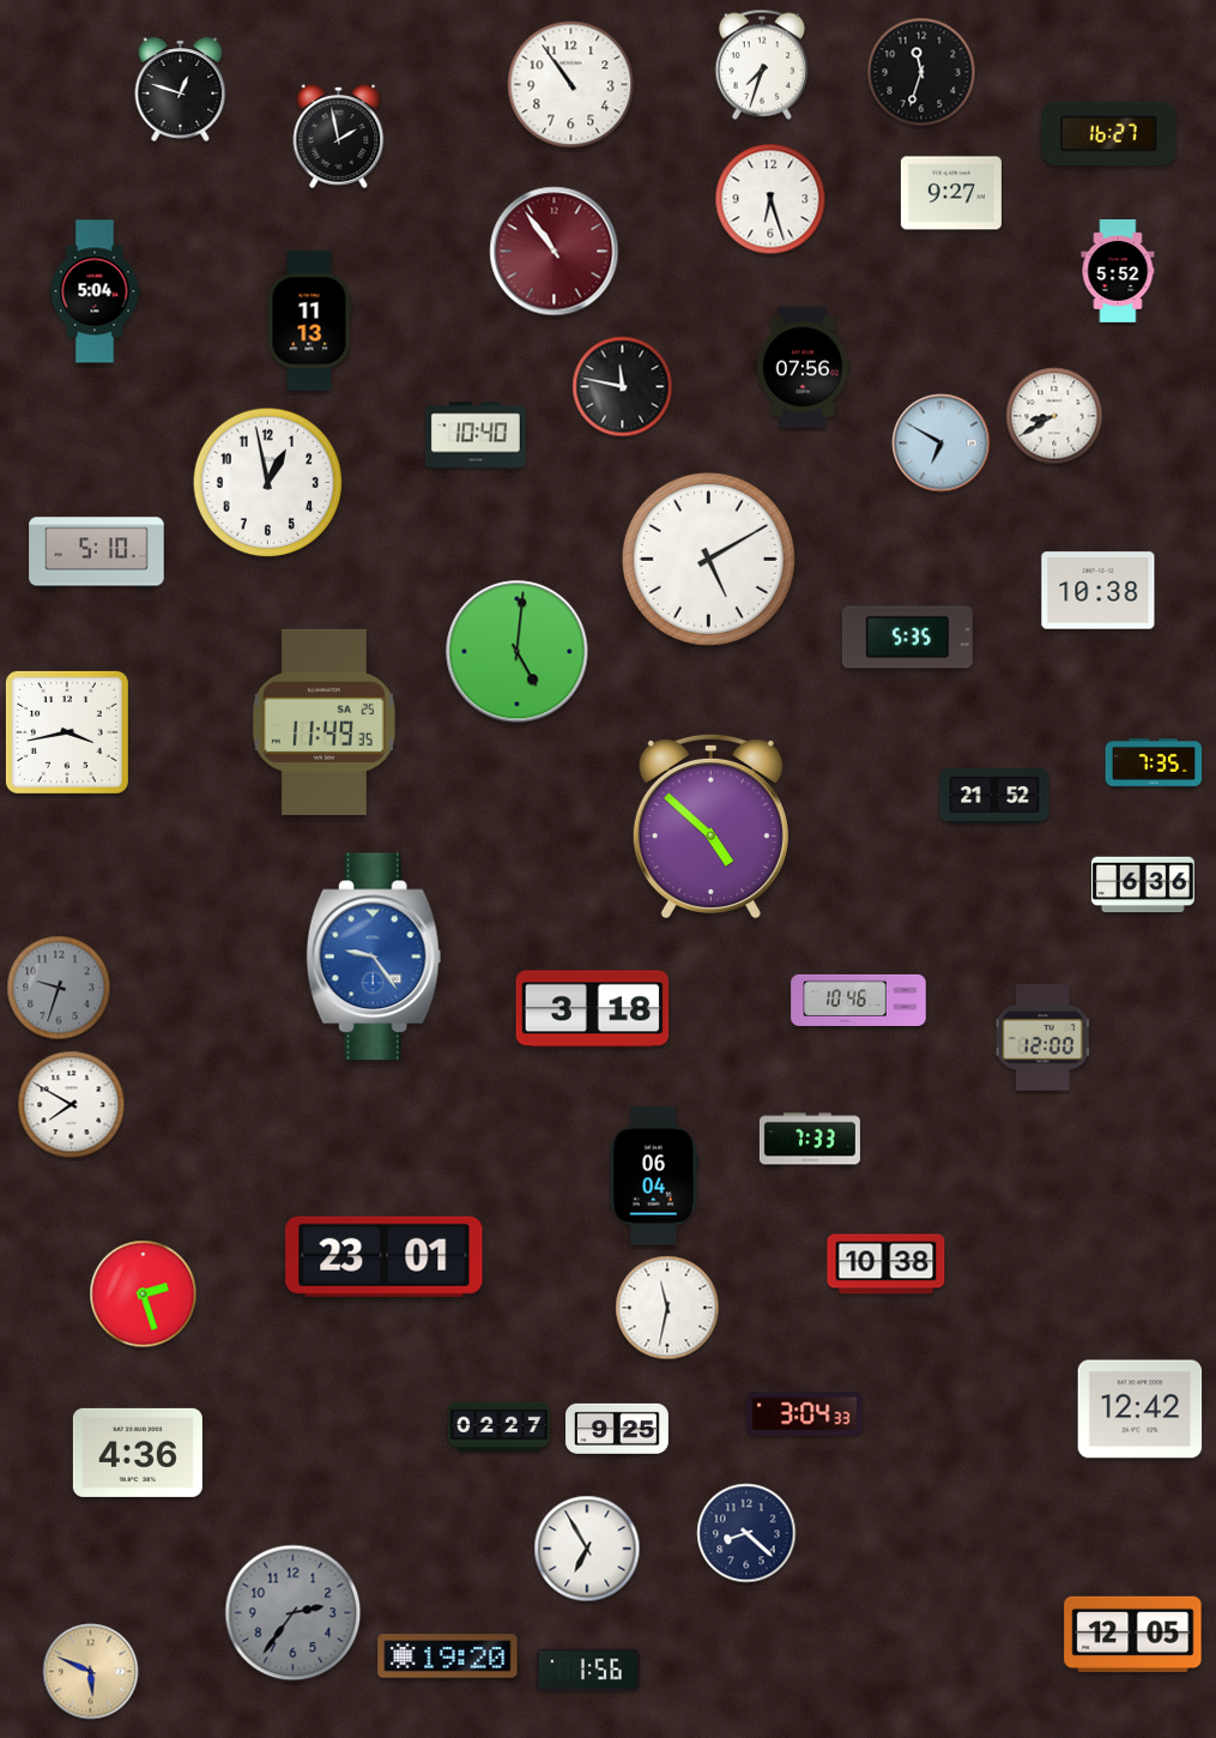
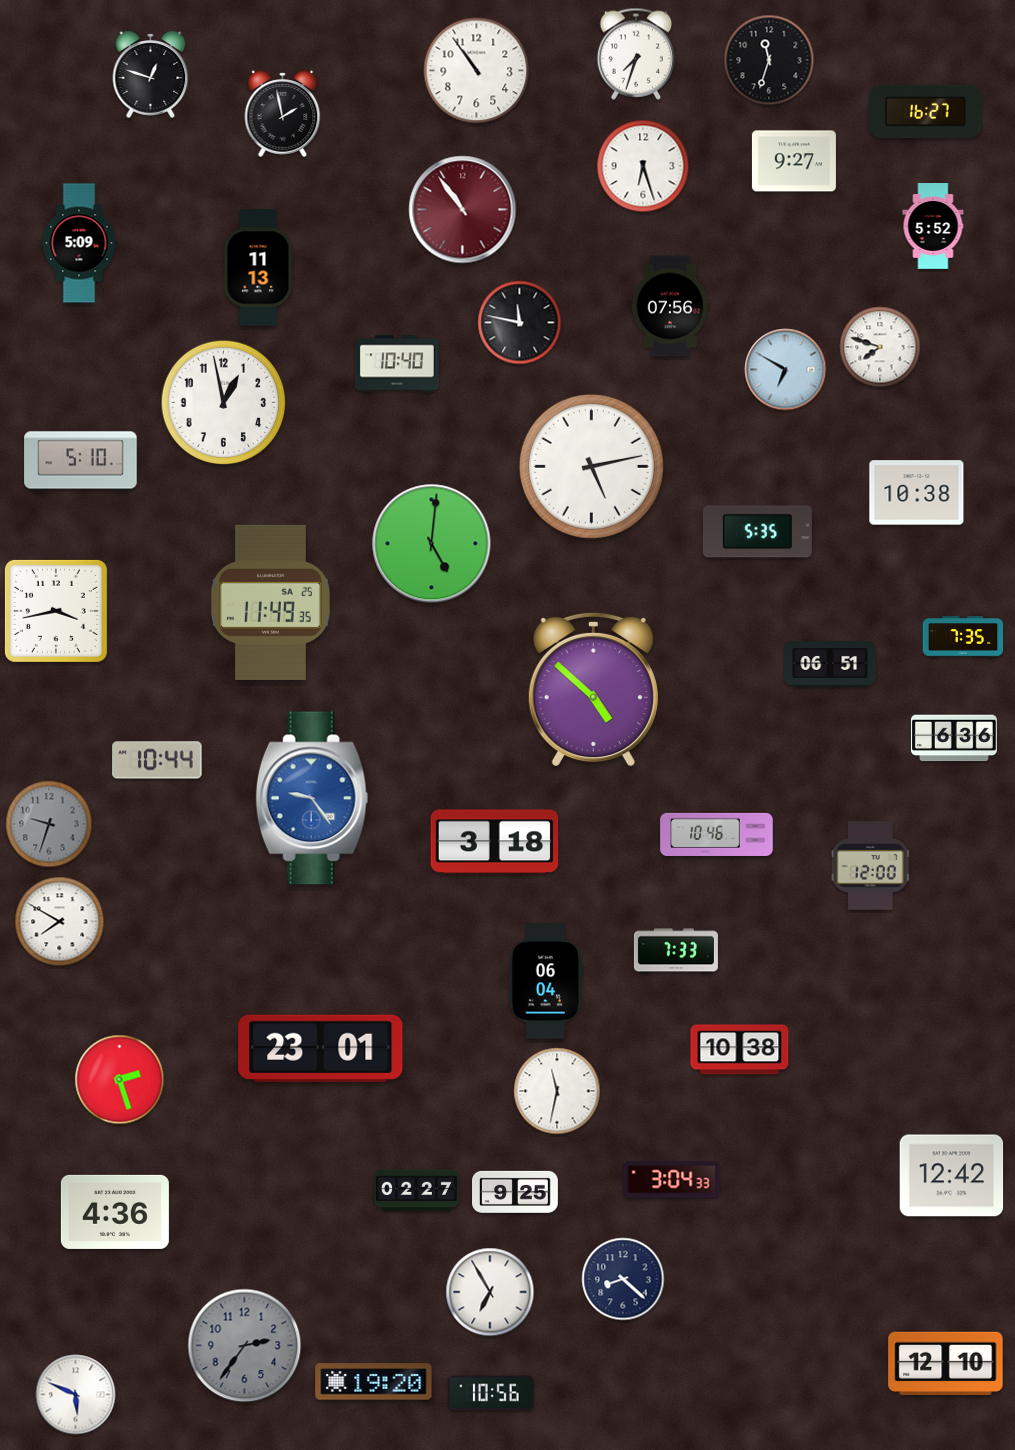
clock at (95, 291): 5:04 -> 5:09
clock at (1054, 416): 8:40 -> 7:48
clock at (708, 559): 5:10 -> 5:13
clock at (994, 796): 21:52 -> 06:51
clock at (157, 760): none -> 10:44
clock at (887, 1265) position: (887, 1265) -> (740, 1050)
clock at (1133, 1634): 12:05 -> 12:10
clock at (588, 1670): 1:56 -> 10:56
clock at (91, 1672) dial: champagne -> white
